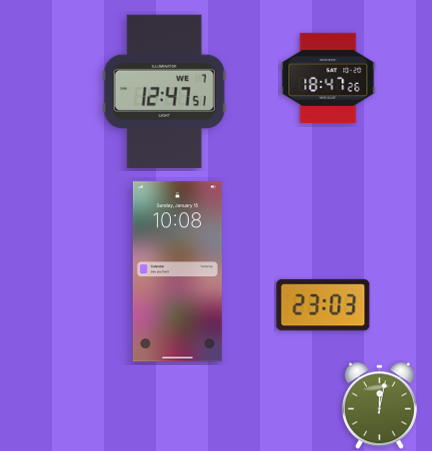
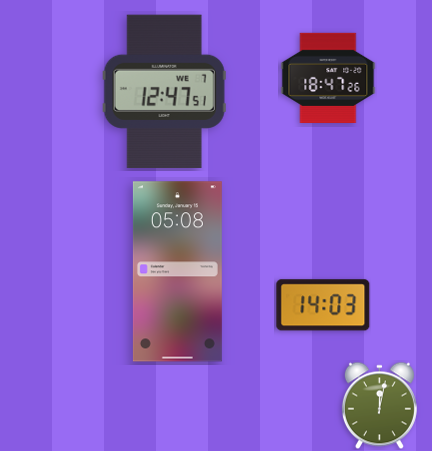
clock at (177, 272): 10:08 -> 05:08
clock at (323, 305): 23:03 -> 14:03
